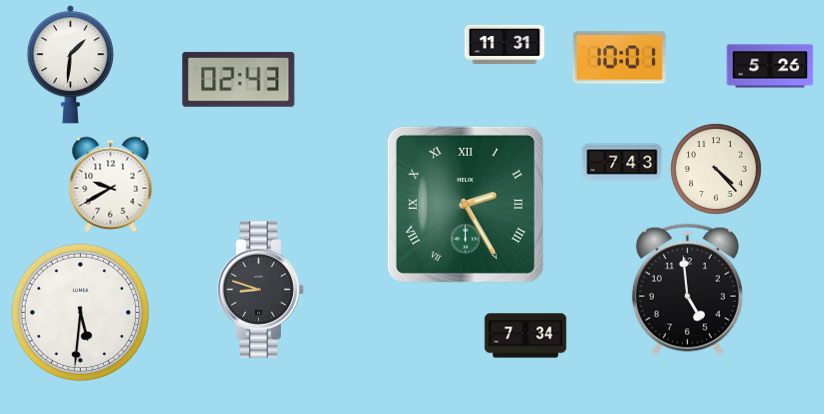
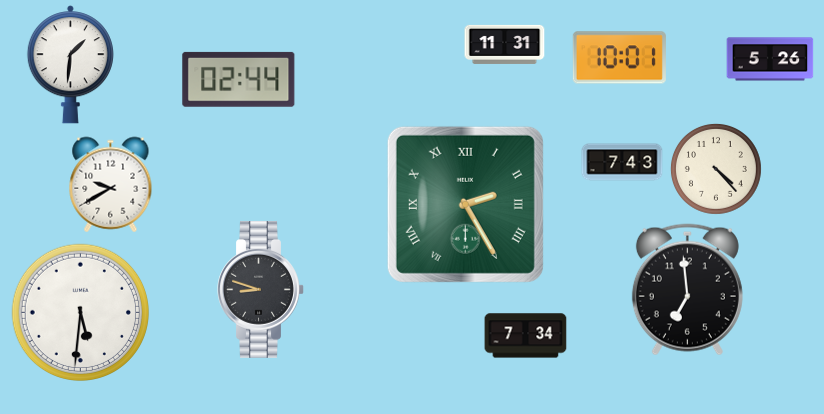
clock at (770, 66) position: (770, 66) -> (770, 59)
clock at (239, 79): 02:43 -> 02:44
clock at (687, 290): 4:59 -> 6:59
